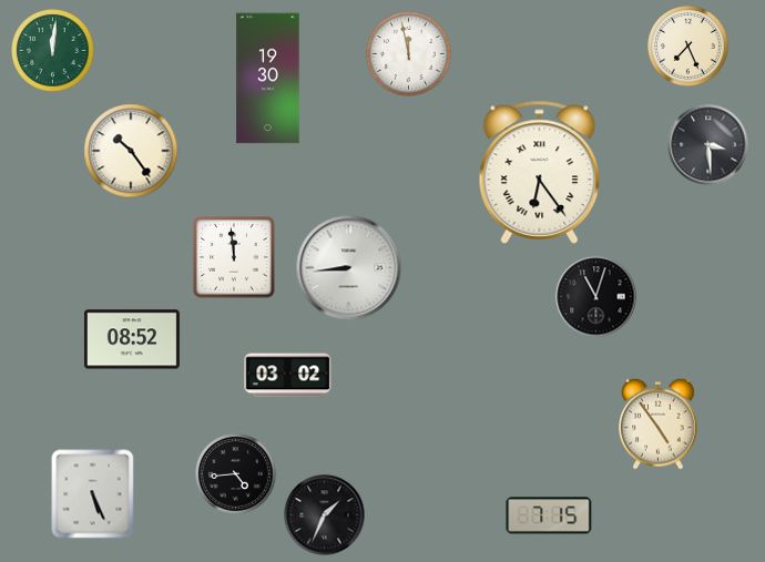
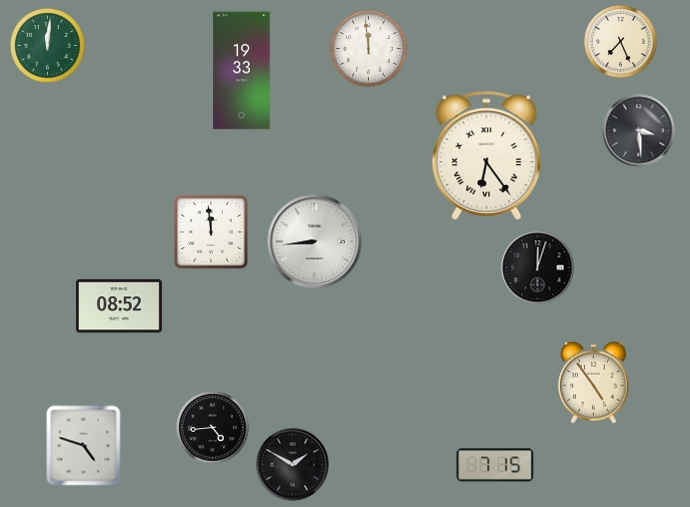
clock at (409, 54): 11:58 -> 11:59
clock at (268, 79): 19:30 -> 19:33
clock at (131, 151): 10:24 -> none
clock at (596, 297): 11:03 -> 12:03
clock at (288, 376): 03:02 -> none
clock at (93, 494): 5:26 -> 4:48
clock at (325, 515): 1:34 -> 1:50
